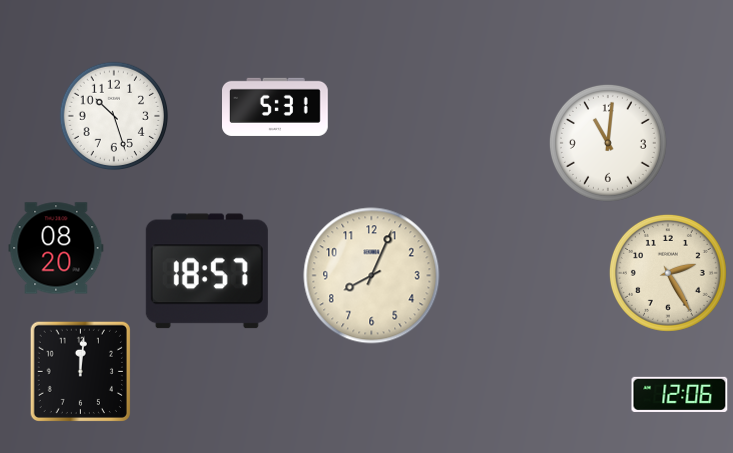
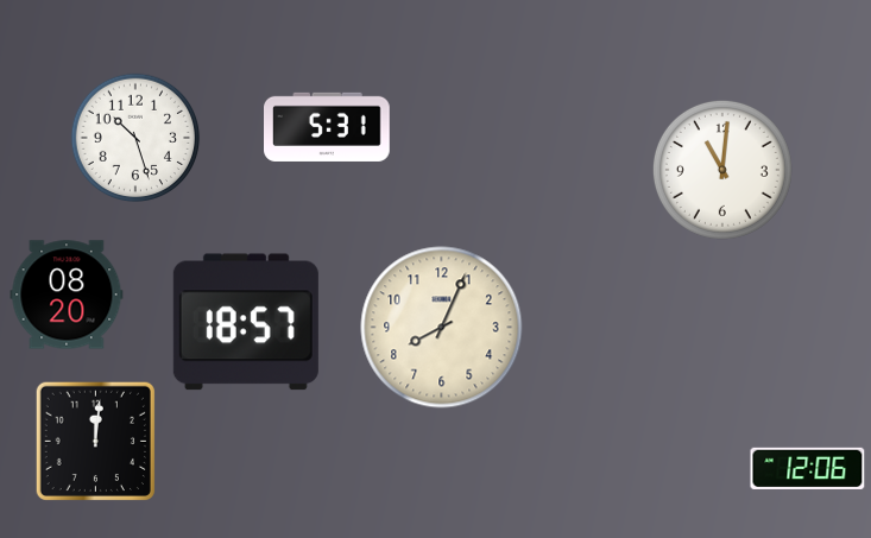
clock at (668, 273): 2:25 -> none
